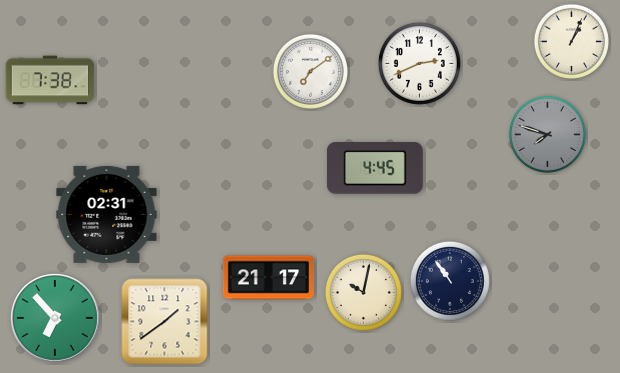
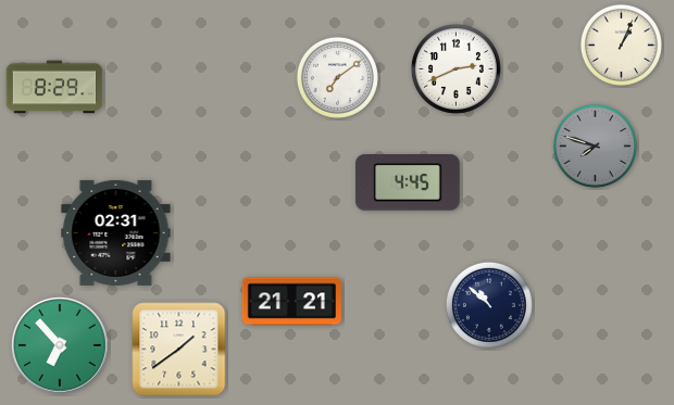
clock at (50, 80): 7:38 -> 8:29
clock at (268, 278): 21:17 -> 21:21
clock at (450, 281): 10:54 -> 10:52
clock at (363, 292): 10:02 -> none
